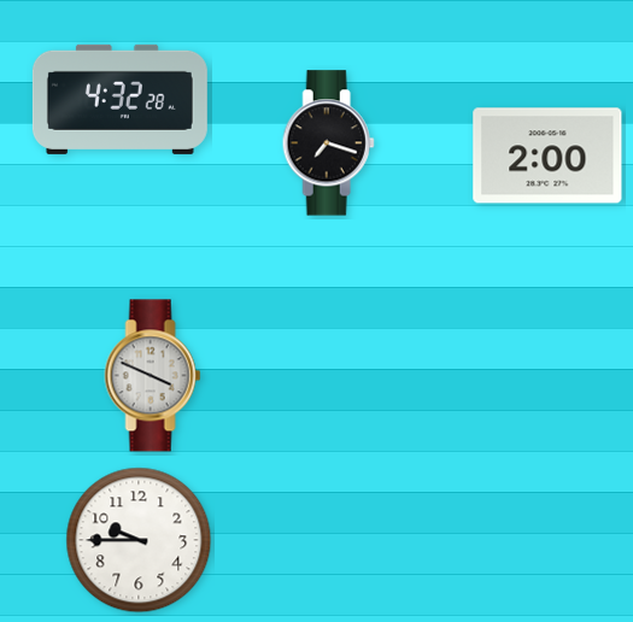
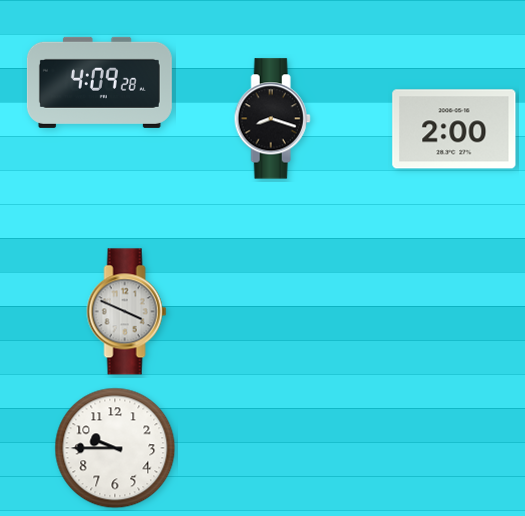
clock at (119, 99): 4:32 -> 4:09
clock at (328, 143): 7:18 -> 8:18
